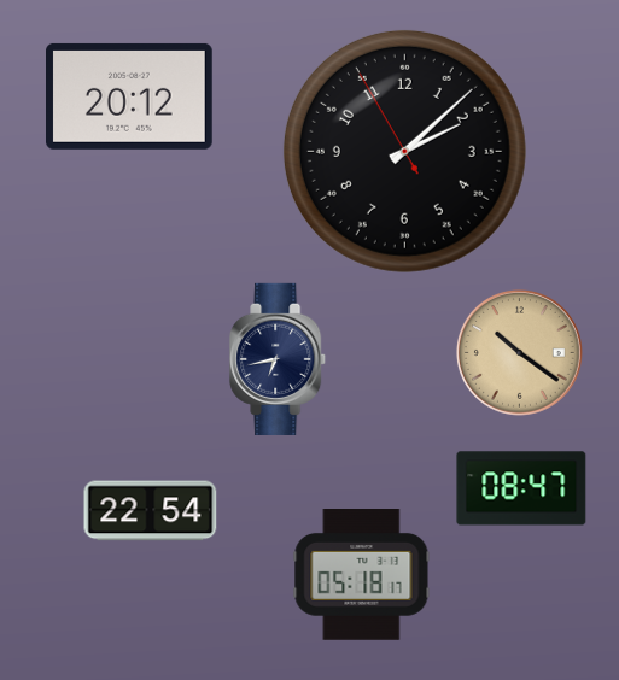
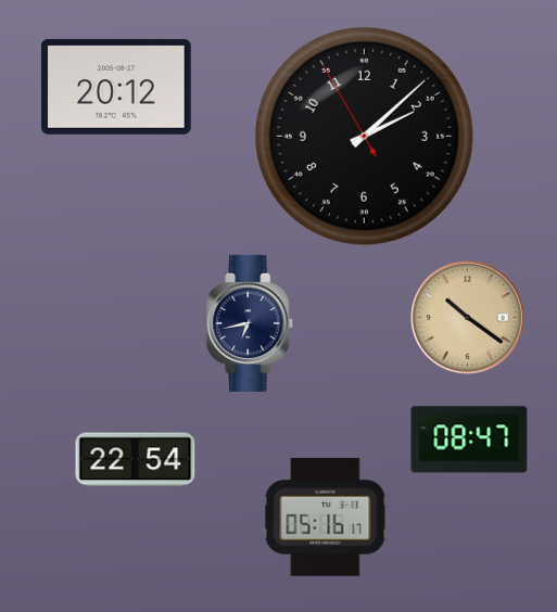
clock at (362, 575): 05:18 -> 05:16
